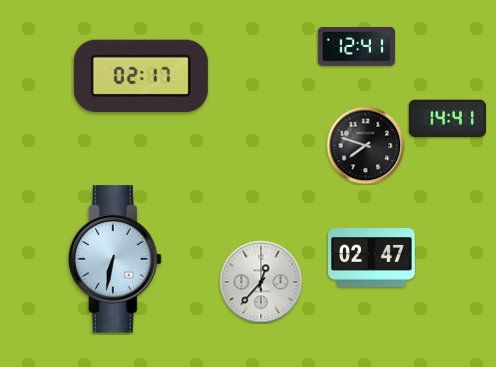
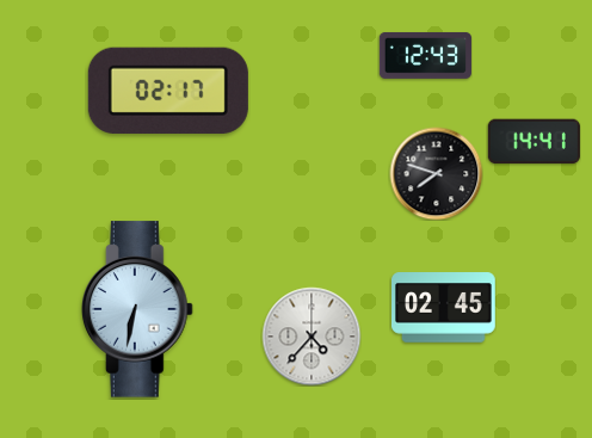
clock at (356, 46): 12:41 -> 12:43
clock at (372, 258): 02:47 -> 02:45
clock at (261, 282): 12:37 -> 4:37
